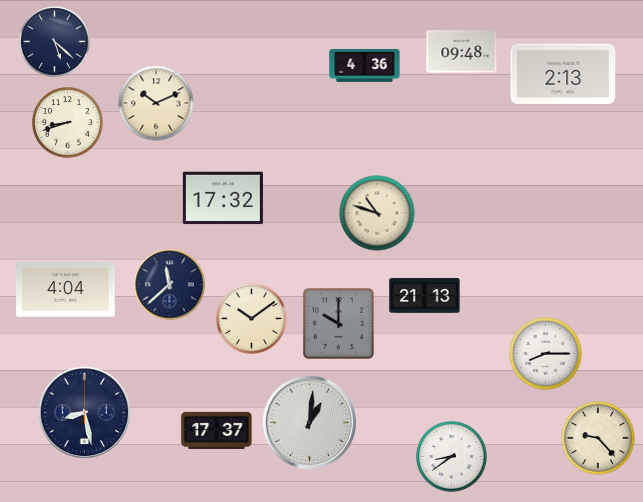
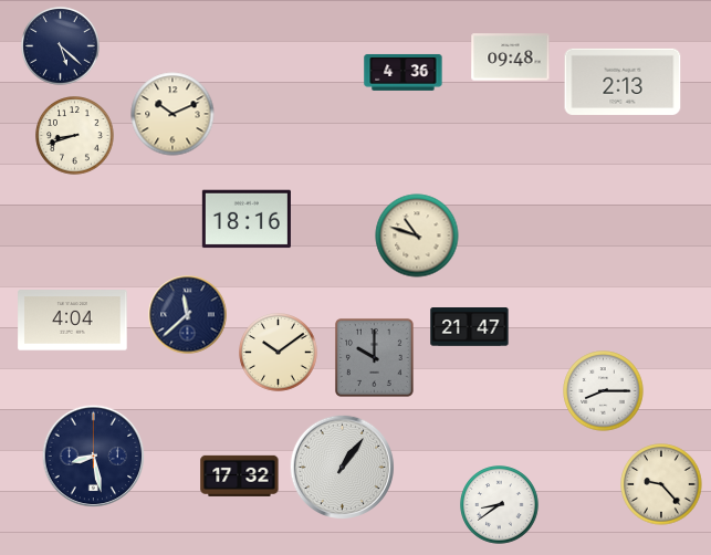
clock at (223, 198): 17:32 -> 18:16
clock at (425, 296): 21:13 -> 21:47
clock at (309, 422): 1:01 -> 1:06
clock at (217, 430): 17:37 -> 17:32
